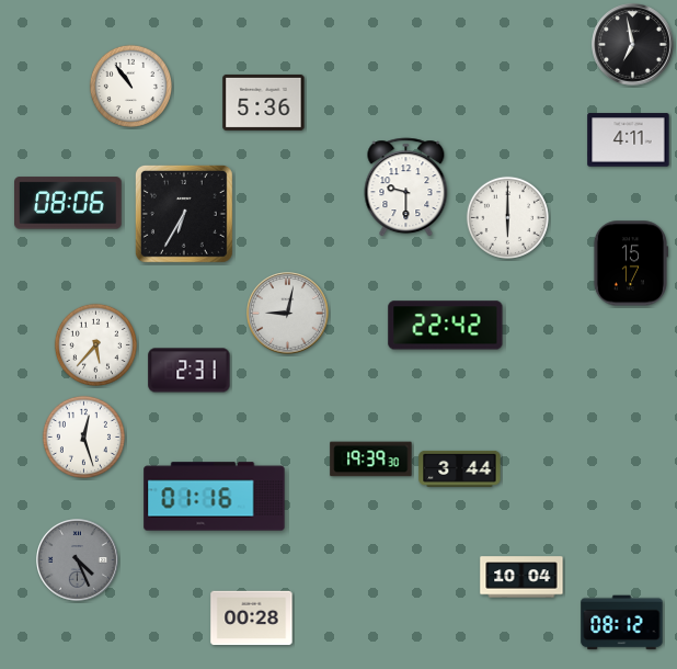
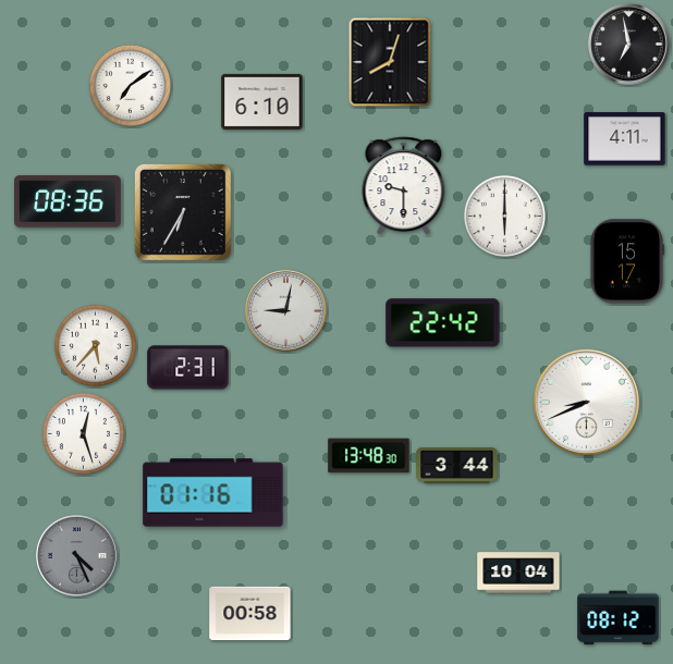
clock at (390, 62): none -> 8:03
clock at (130, 86): 10:54 -> 7:09
clock at (264, 102): 5:36 -> 6:10
clock at (69, 203): 08:06 -> 08:36
clock at (95, 344) position: (95, 344) -> (95, 345)
clock at (586, 402): none -> 8:41
clock at (371, 460): 19:39 -> 13:48
clock at (252, 619): 00:28 -> 00:58
